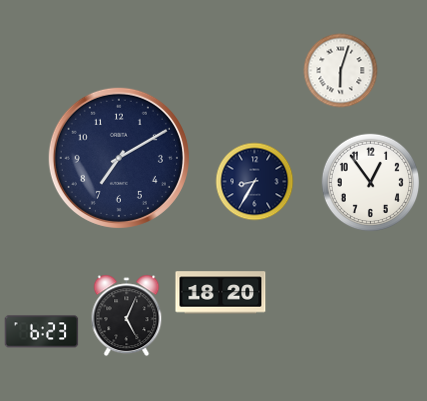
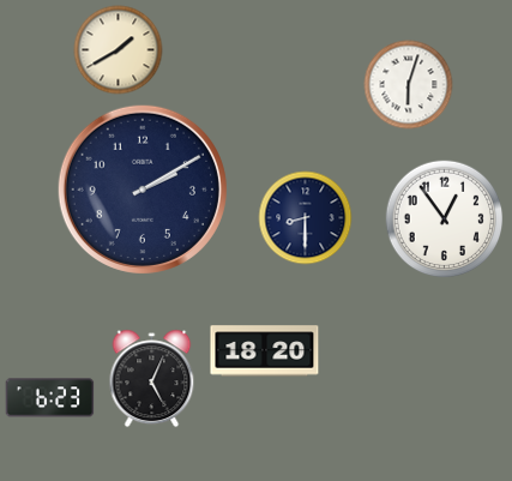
clock at (119, 50): none -> 1:40
clock at (119, 158): 7:10 -> 2:10
clock at (255, 182): 8:35 -> 8:30
